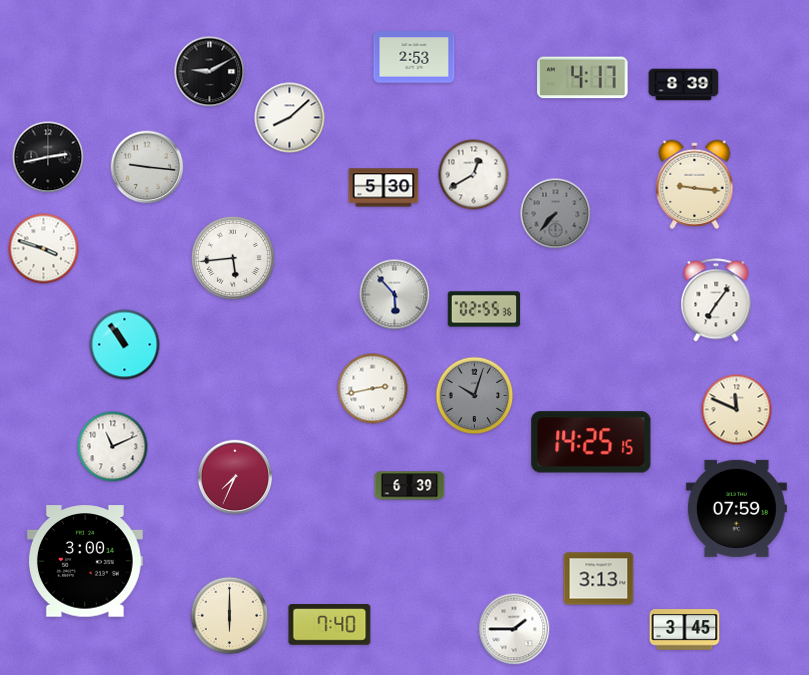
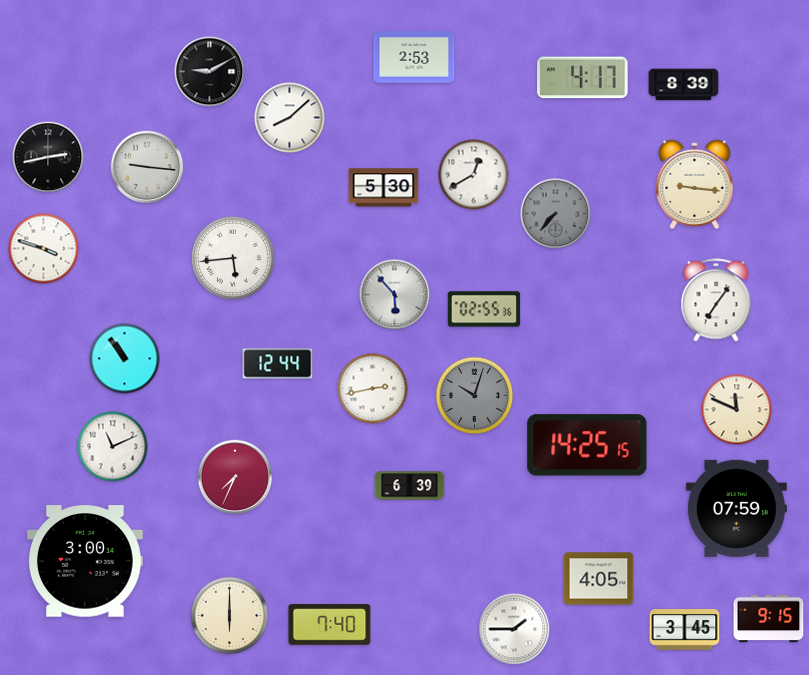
clock at (125, 345) position: (125, 345) -> (125, 359)
clock at (278, 364): none -> 12:44
clock at (591, 442) position: (591, 442) -> (587, 445)
clock at (599, 579): 3:13 -> 4:05
clock at (769, 619): none -> 9:15
